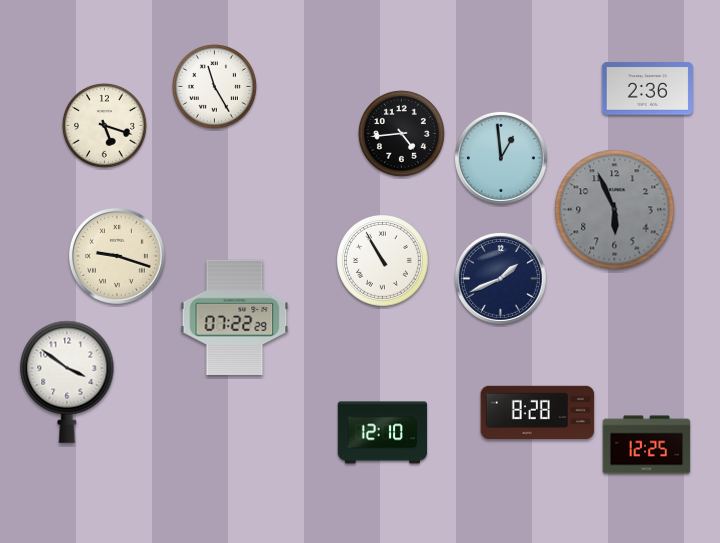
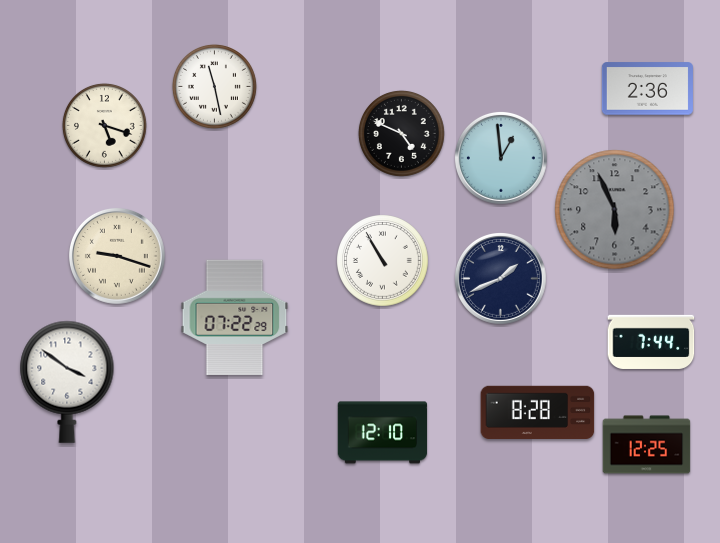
clock at (214, 86): 11:25 -> 11:28
clock at (402, 134): 4:44 -> 4:49
clock at (651, 342): none -> 7:44
